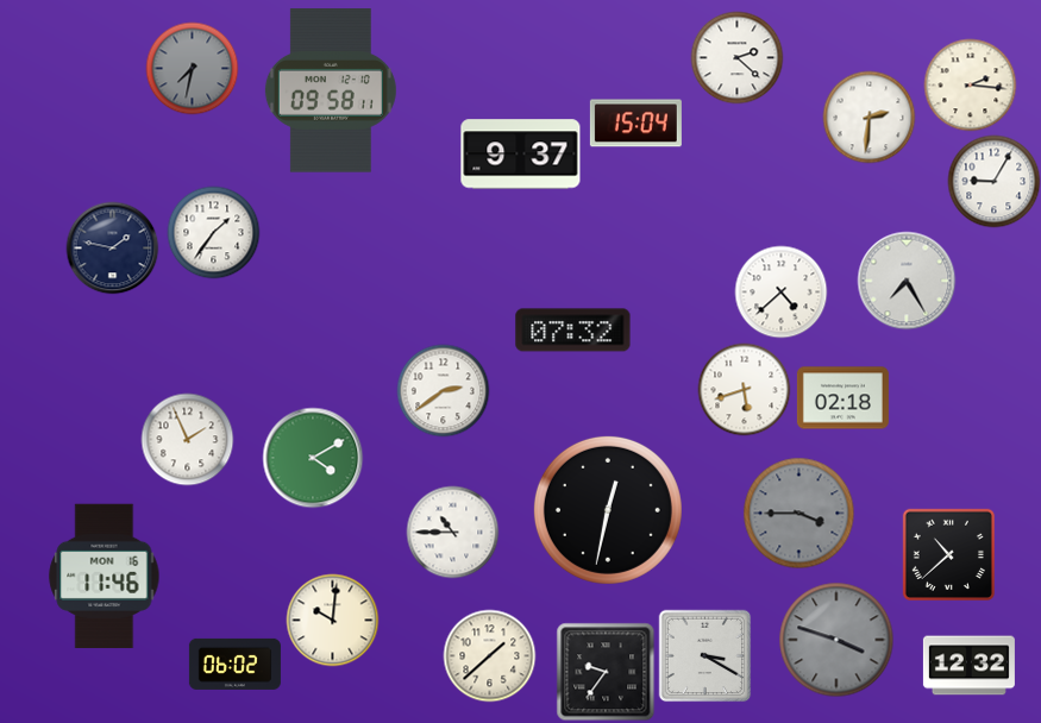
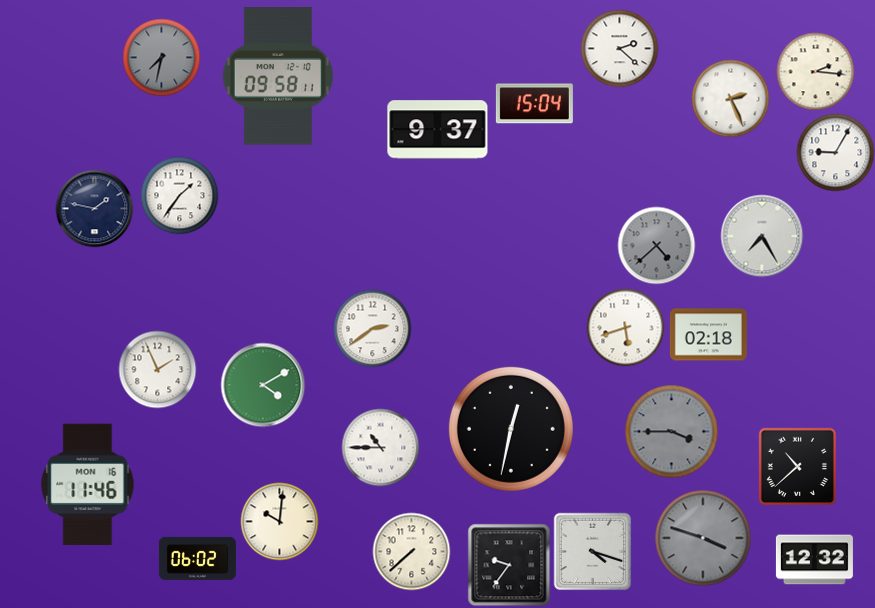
clock at (868, 117): 2:31 -> 2:26
clock at (780, 291) dial: white -> grey
clock at (573, 331): 07:32 -> none
clock at (489, 655): 1:38 -> 7:38
clock at (704, 655): 3:20 -> 4:18
